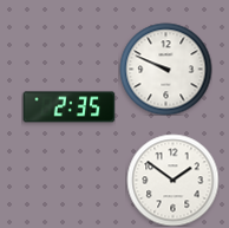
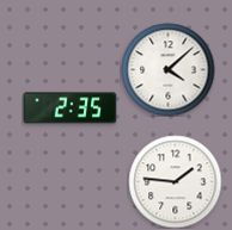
clock at (165, 69): 9:49 -> 4:08
clock at (172, 180): 1:51 -> 1:46
